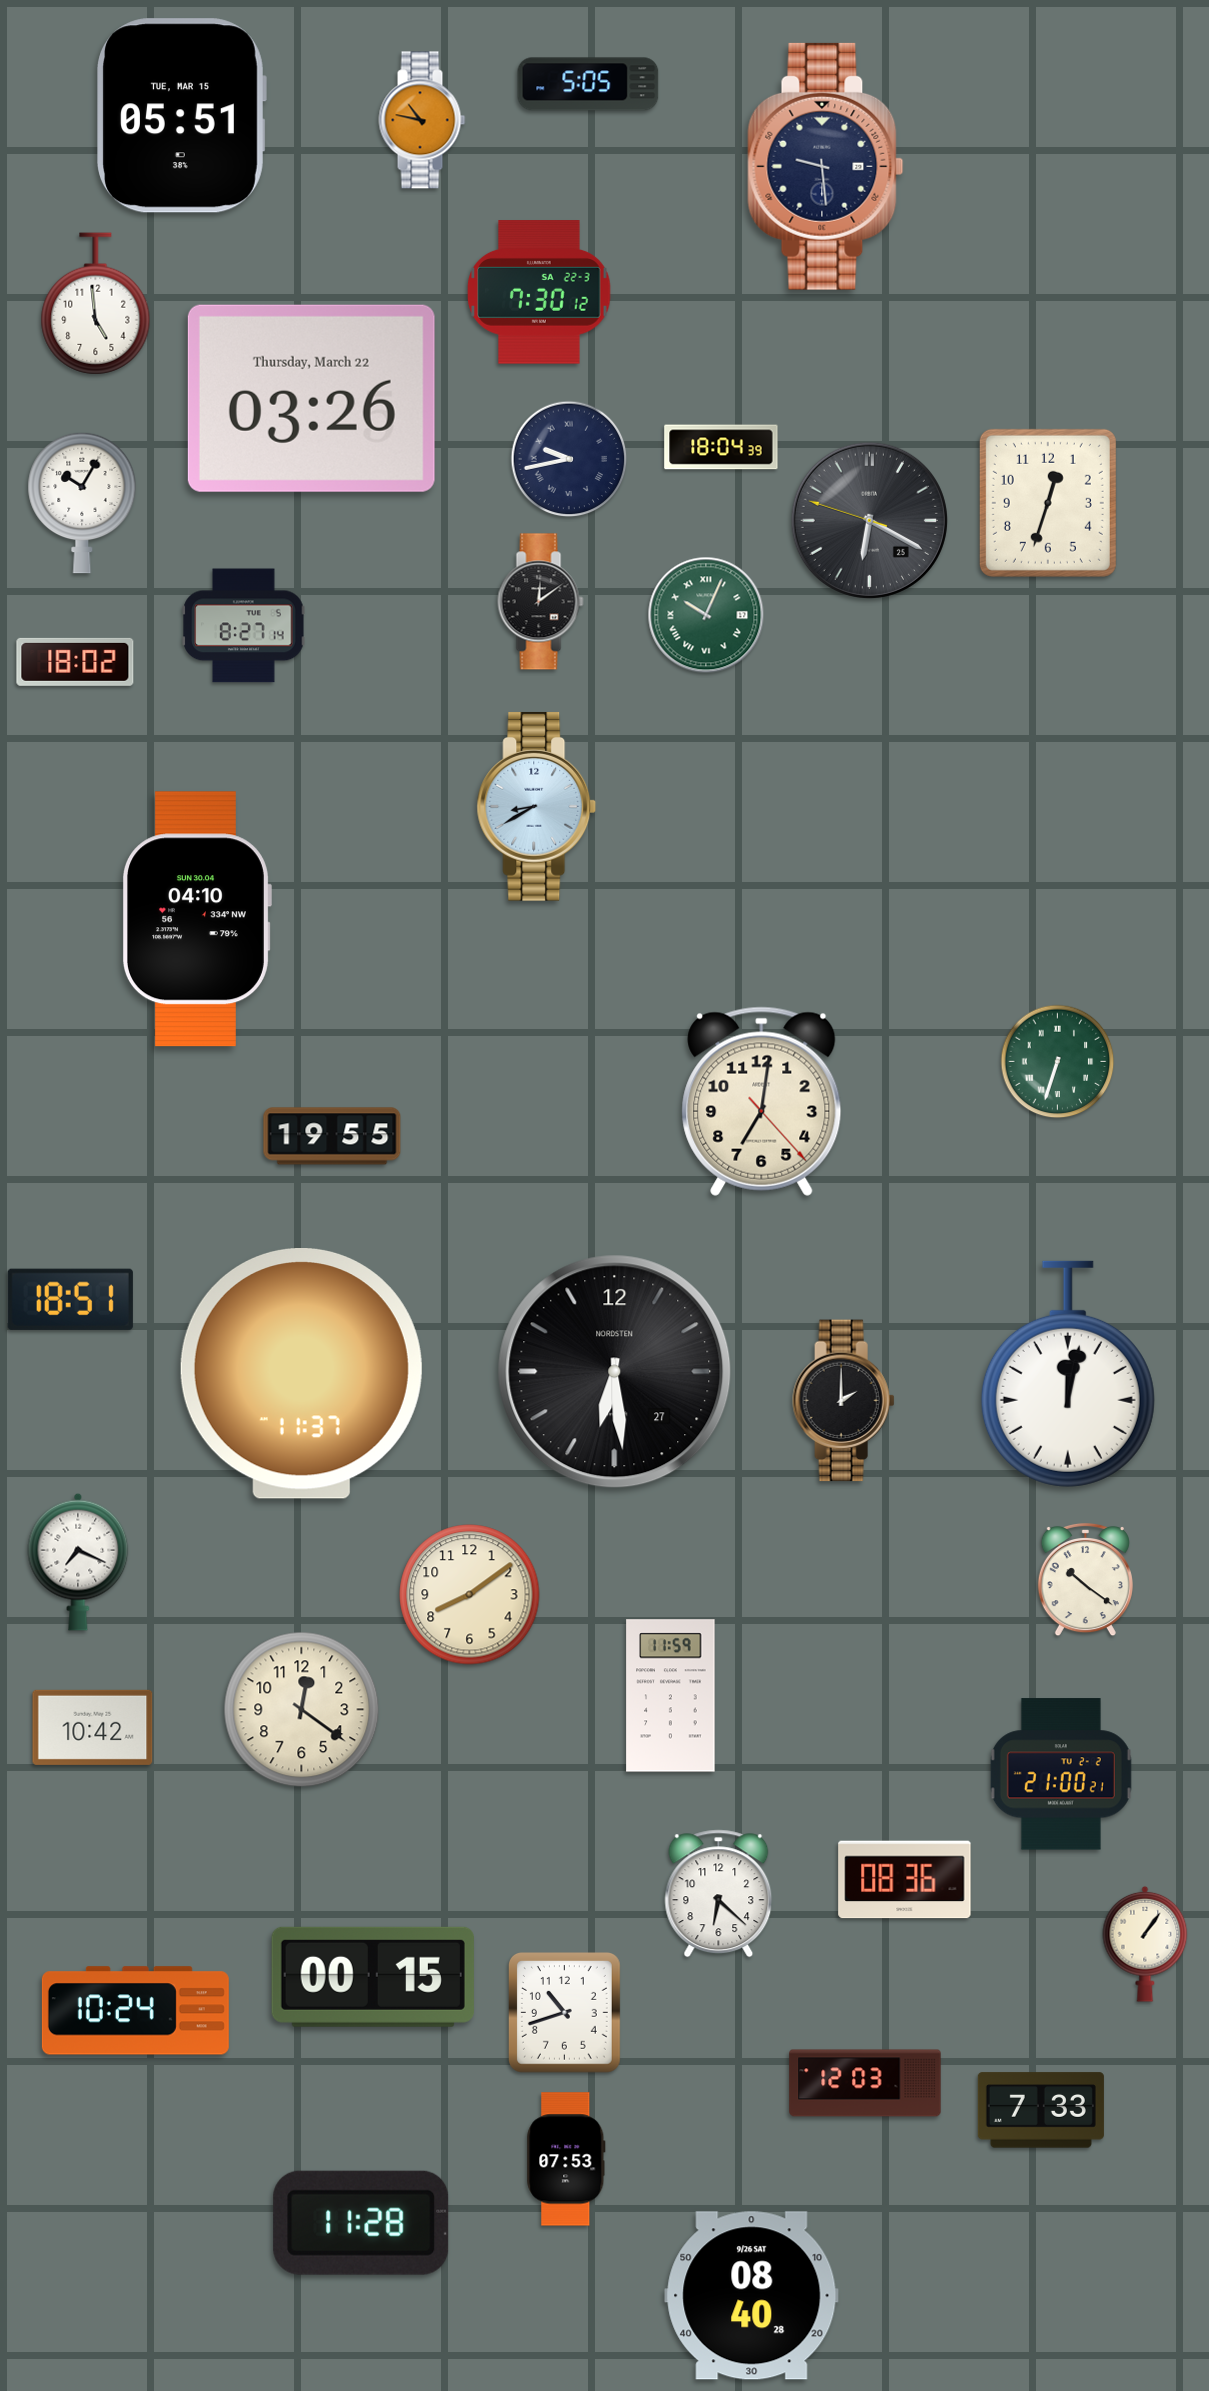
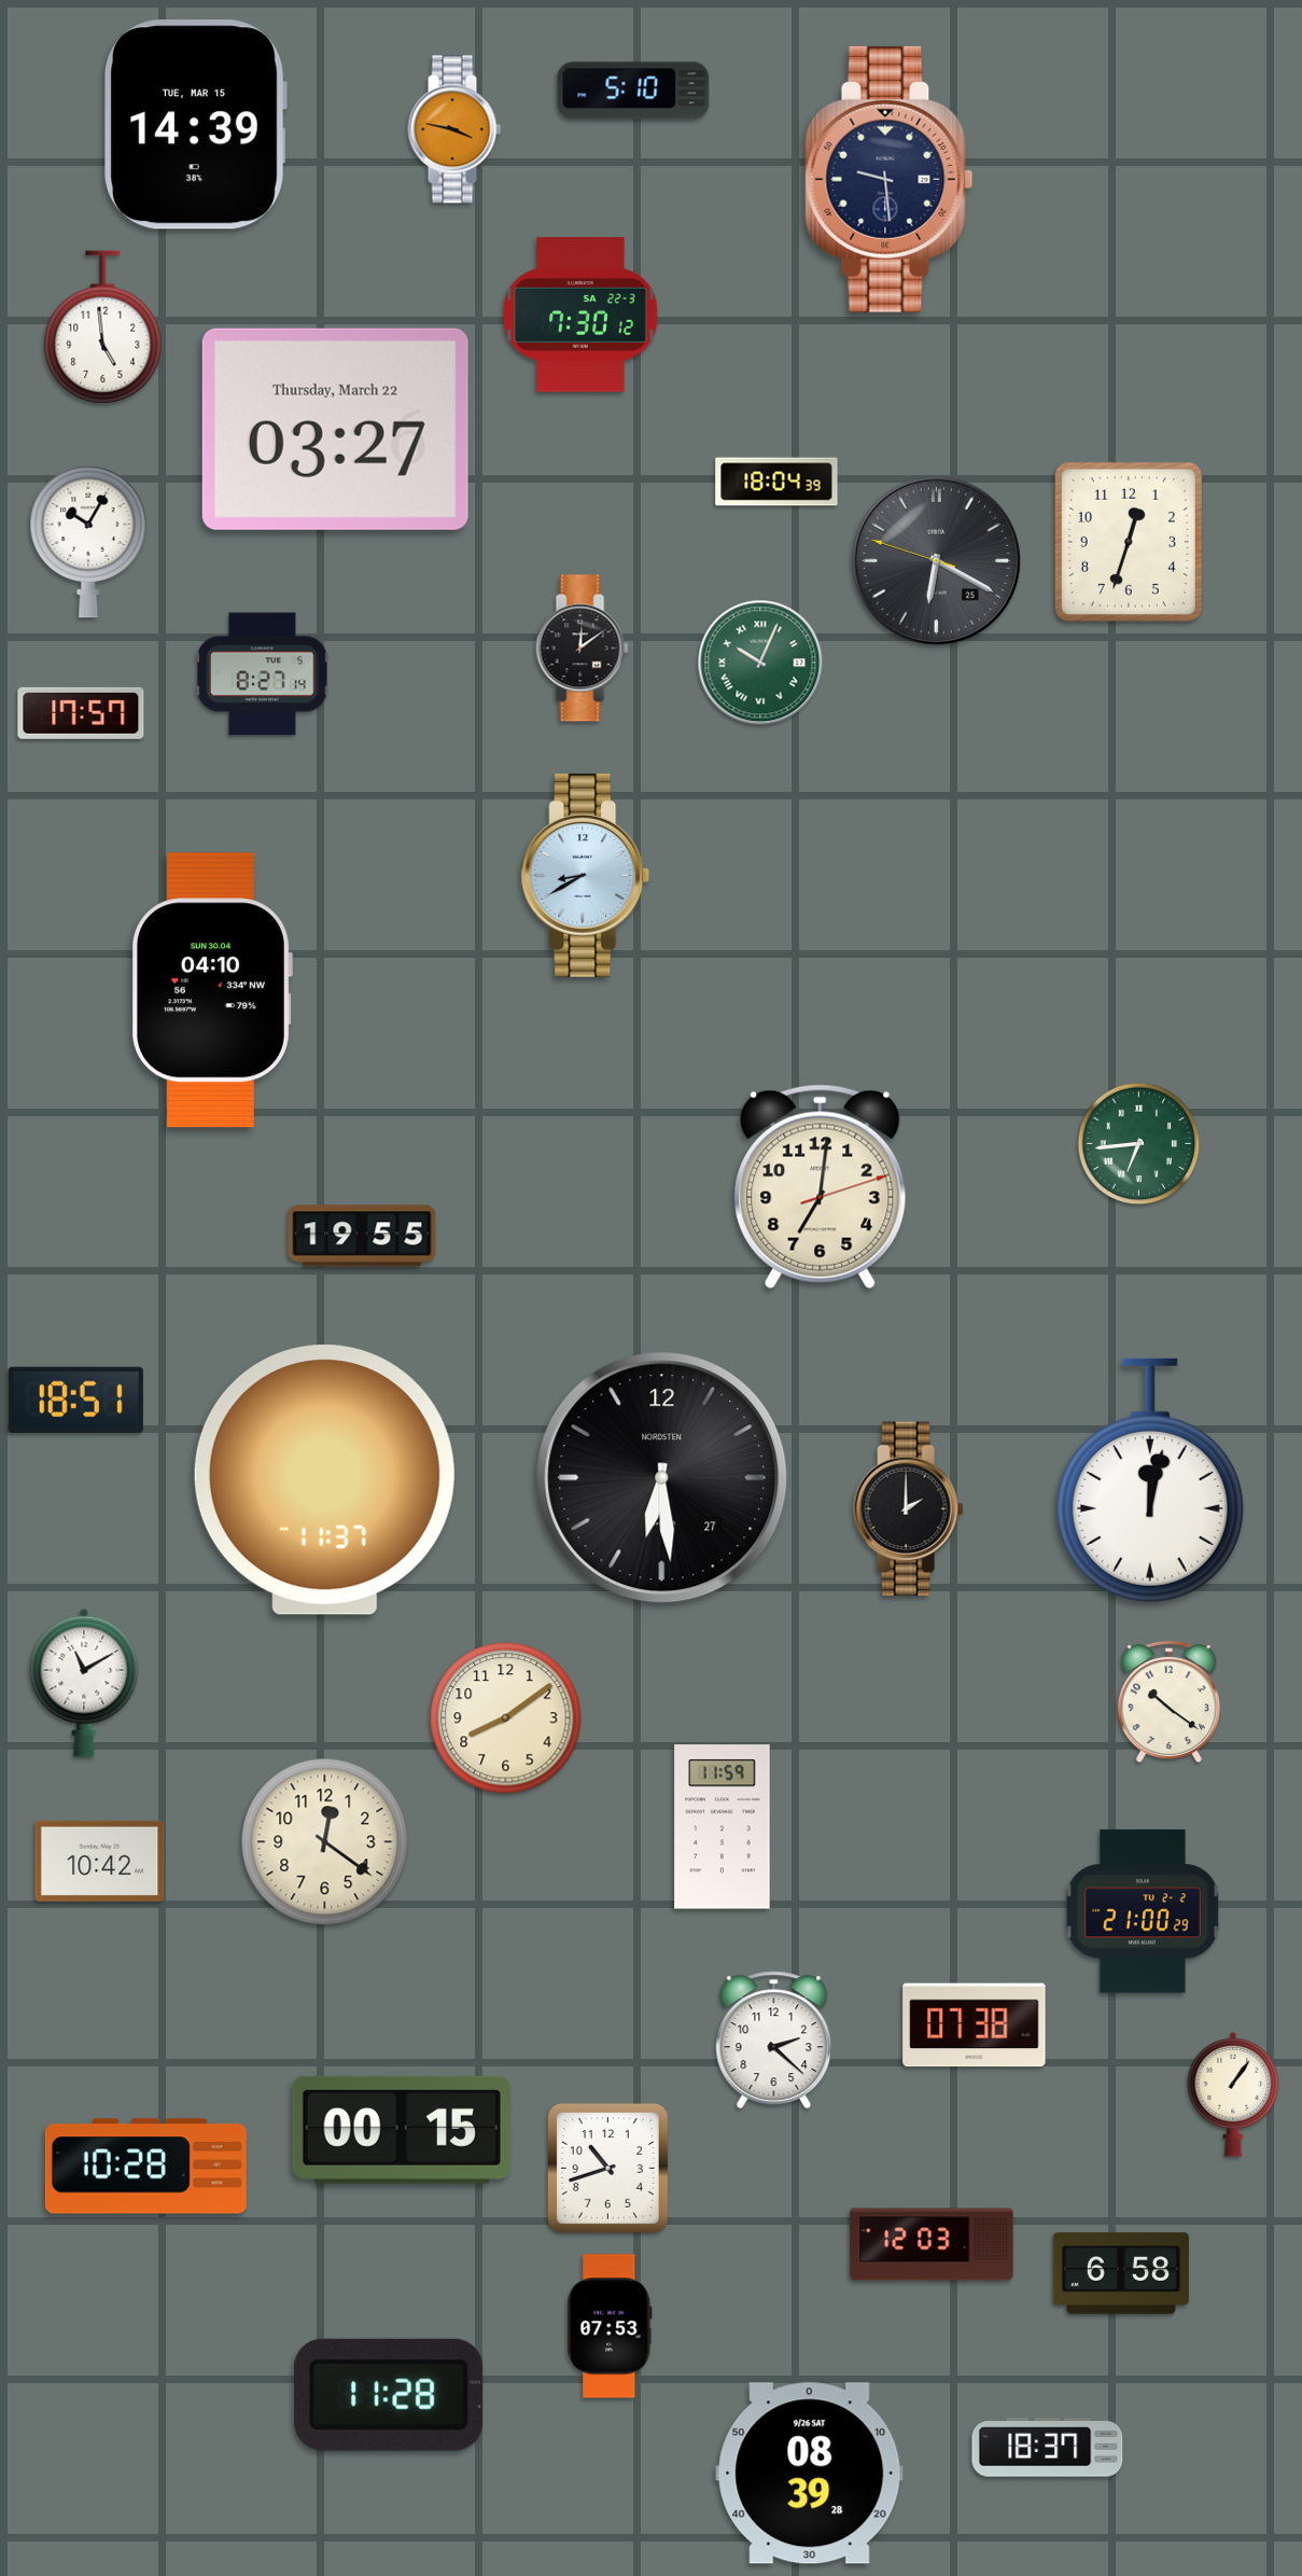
clock at (588, 84): 5:05 -> 5:10
clock at (181, 116): 05:51 -> 14:39
clock at (422, 120): 10:47 -> 3:47
clock at (311, 398): 03:26 -> 03:27
clock at (569, 459): 9:43 -> none
clock at (75, 662): 18:02 -> 17:57
clock at (537, 806) position: (537, 806) -> (586, 875)
clock at (1058, 1062): 6:33 -> 6:44
clock at (762, 1101): 7:01:23 -> 7:01:12
clock at (332, 1136) position: (332, 1136) -> (362, 1236)
clock at (78, 1562): 7:19 -> 11:10
clock at (1061, 1774): 21:00:21 -> 21:00:29
clock at (905, 1880): 08:36 -> 07:38
clock at (719, 1894): 6:22 -> 2:22
clock at (135, 2011): 10:24 -> 10:28
clock at (1041, 2110): 7:33 -> 6:58
clock at (1048, 2448): none -> 18:37
clock at (752, 2296): 08:40 -> 08:39
